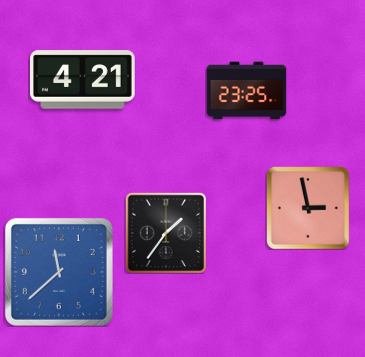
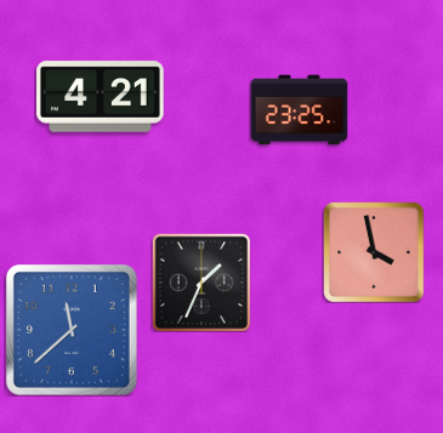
clock at (308, 208): 2:58 -> 3:58
clock at (166, 233): 1:36 -> 1:34
